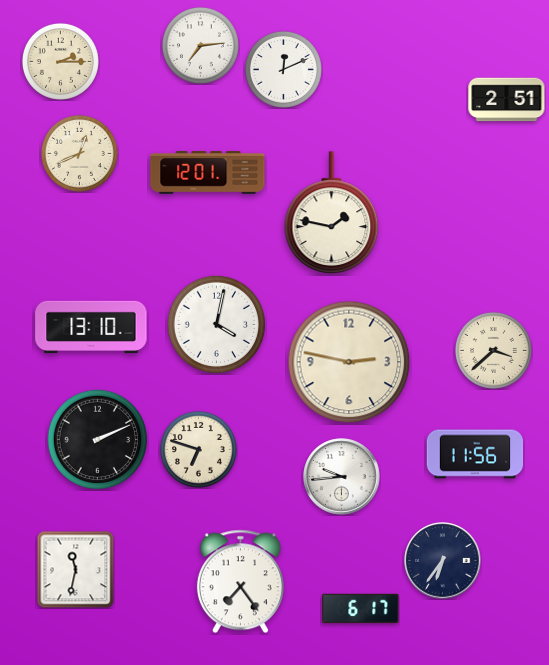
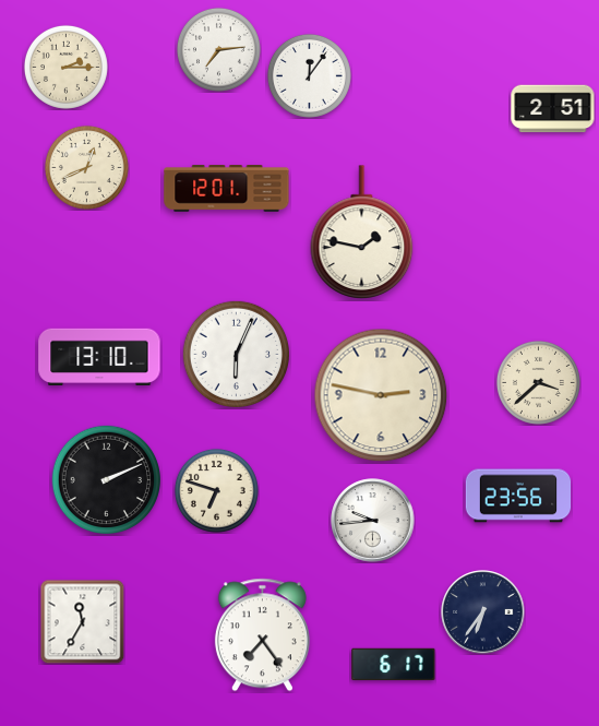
clock at (283, 69): 12:11 -> 12:06
clock at (216, 324): 4:02 -> 6:04
clock at (475, 454): 11:56 -> 23:56
clock at (75, 569): 11:32 -> 11:35
